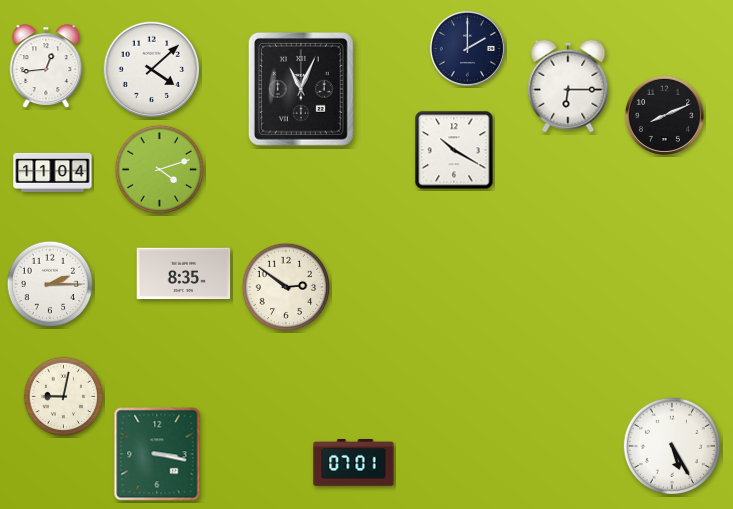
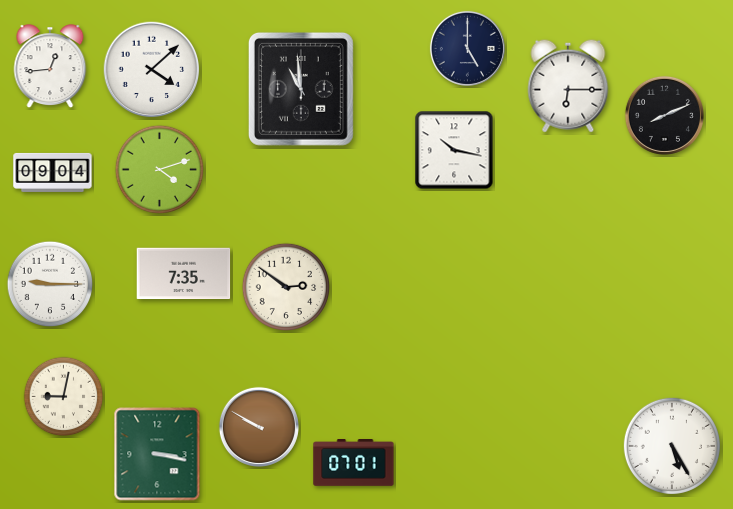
clock at (467, 48): 2:00 -> 5:00
clock at (46, 67) position: (46, 67) -> (50, 67)
clock at (301, 89): 11:04 -> 10:59
clock at (454, 150): 10:20 -> 10:17
clock at (53, 172): 11:04 -> 09:04
clock at (184, 274): 8:35 -> 7:35
clock at (50, 284): 2:15 -> 9:15
clock at (259, 427): none -> 9:50
